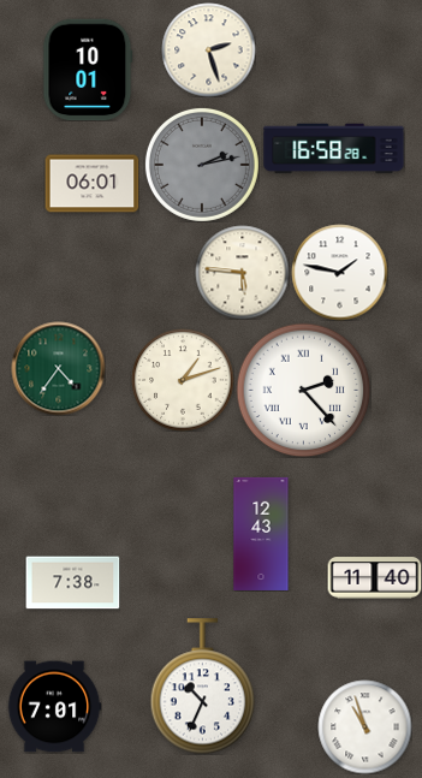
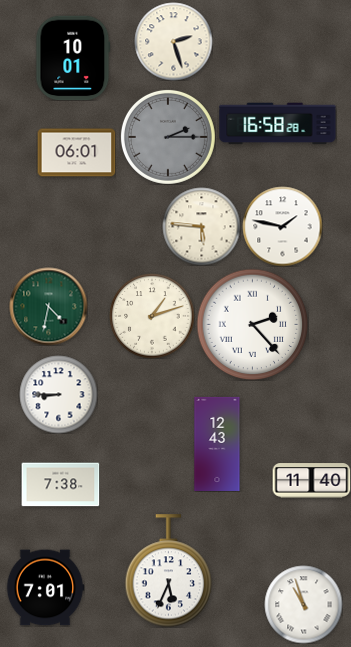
clock at (202, 165): 2:13 -> 2:15
clock at (58, 368): 4:36 -> 4:32
clock at (58, 394): none -> 8:45
clock at (203, 687): 10:34 -> 5:34
